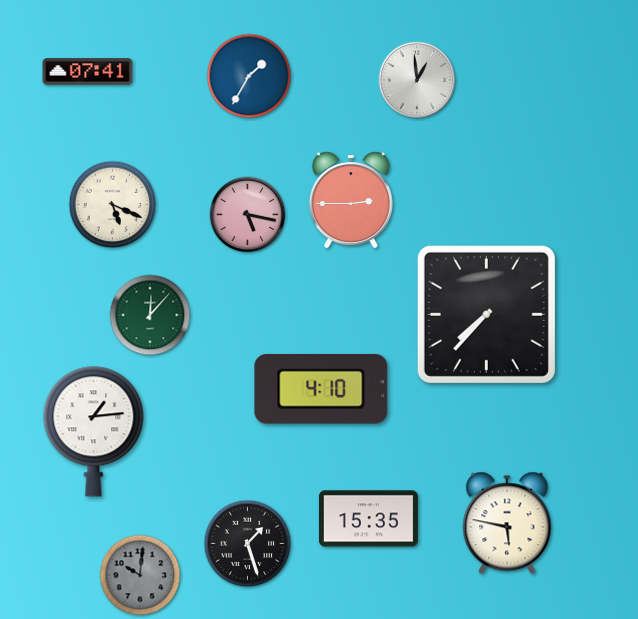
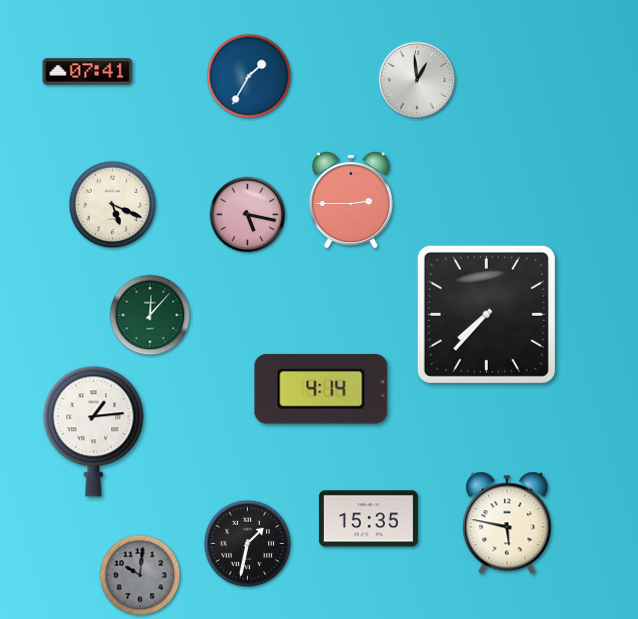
clock at (321, 390): 4:10 -> 4:14
clock at (248, 544): 1:27 -> 1:32
